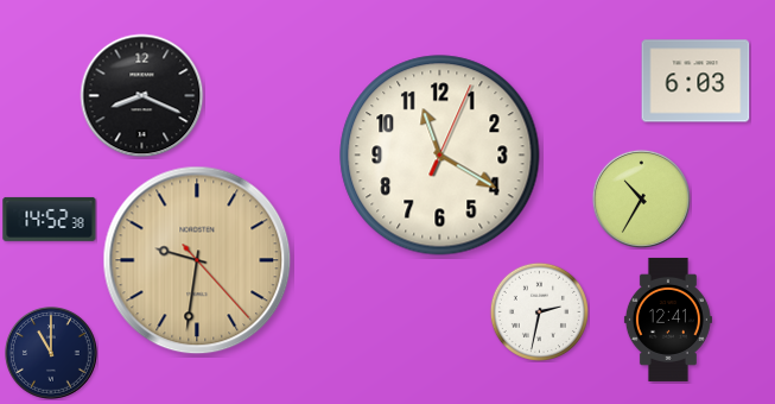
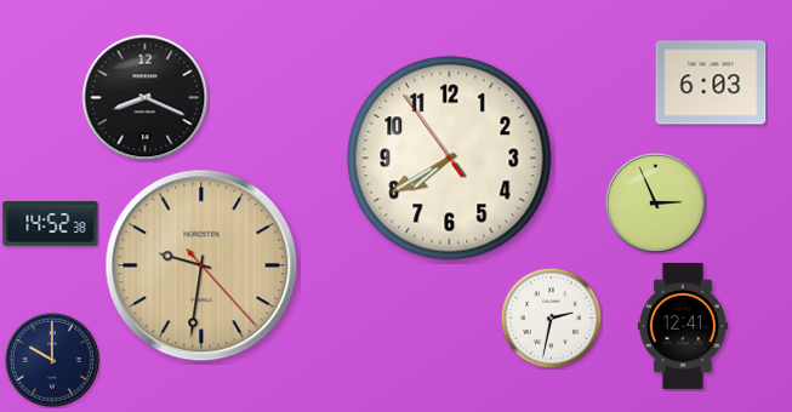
clock at (440, 156): 11:20 -> 7:39
clock at (641, 198): 10:35 -> 2:56
clock at (52, 354): 11:00 -> 10:00
